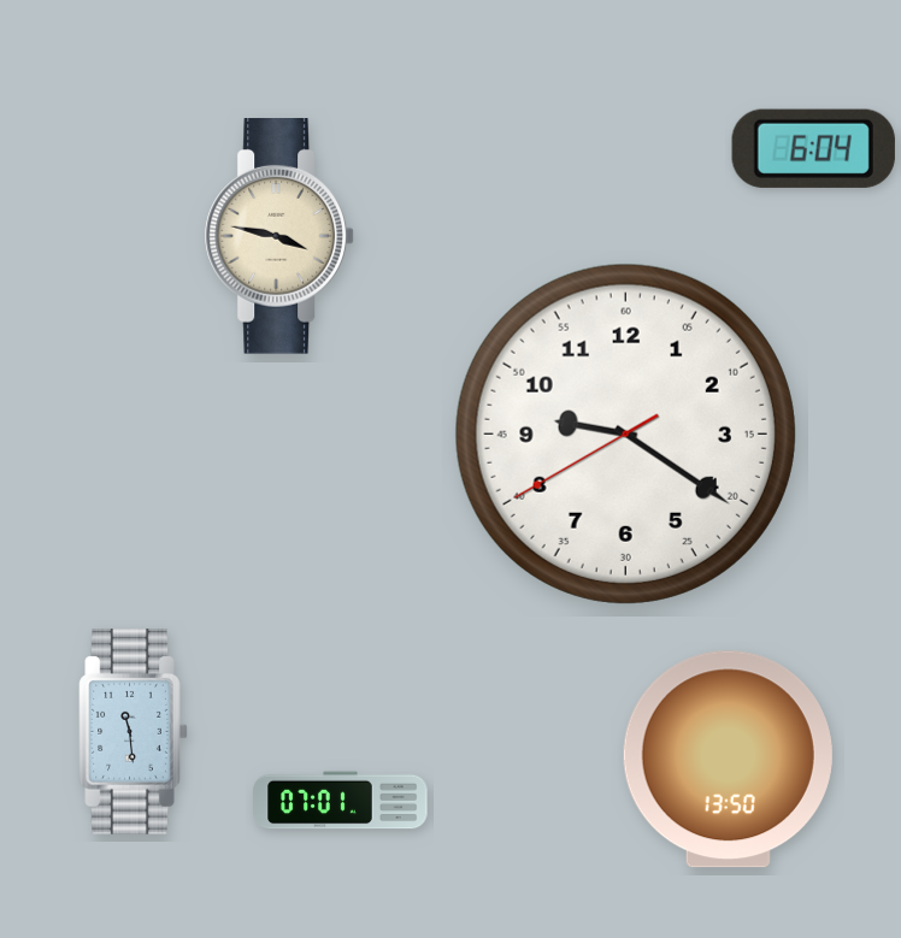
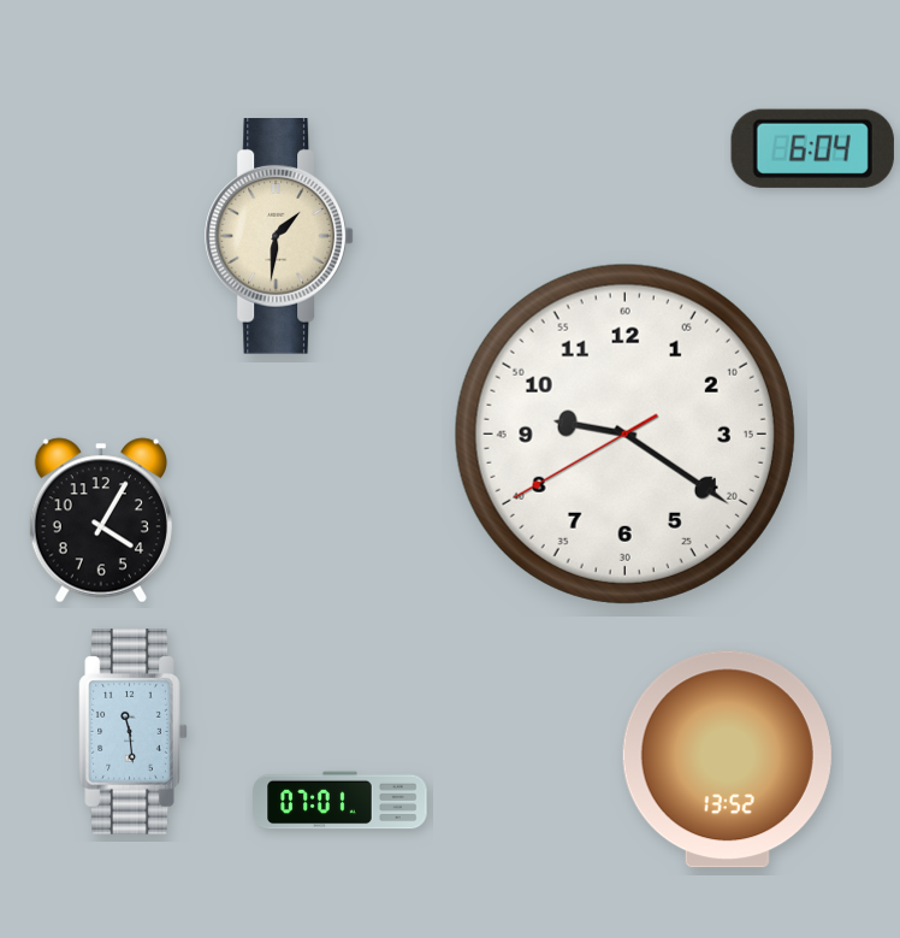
clock at (279, 237): 3:47 -> 1:31
clock at (101, 520): none -> 4:05
clock at (728, 760): 13:50 -> 13:52
